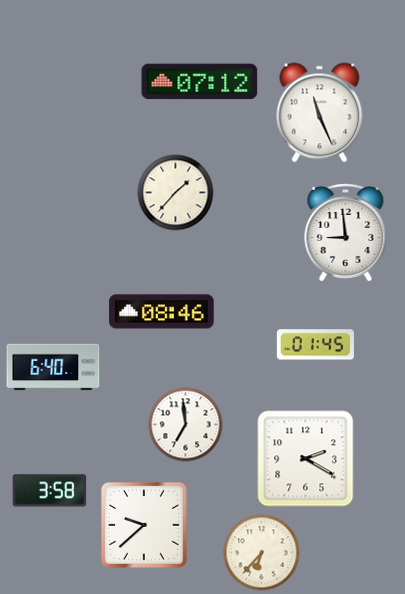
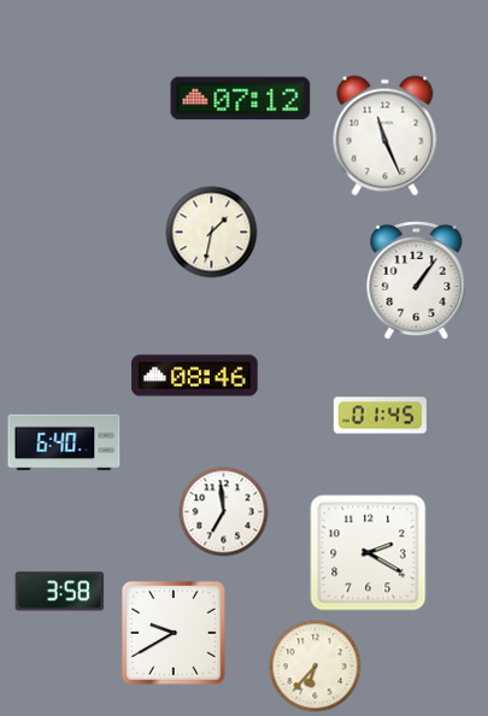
clock at (176, 193): 1:37 -> 1:32
clock at (346, 233): 8:59 -> 1:06
clock at (144, 525): 9:38 -> 9:40
